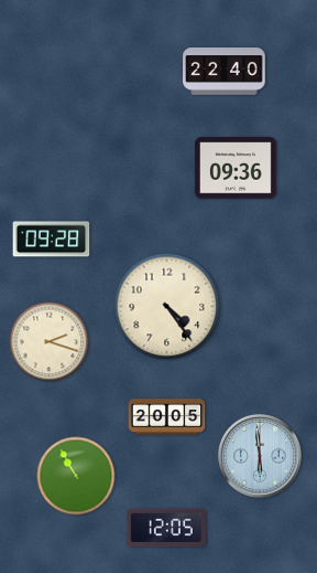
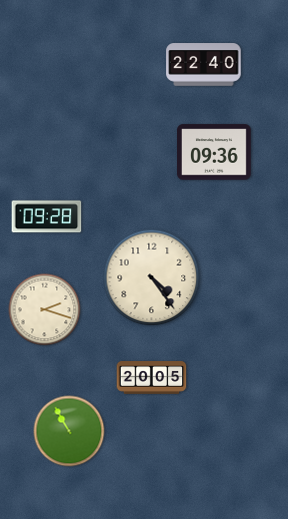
clock at (260, 456): 5:59 -> none
clock at (166, 528): 12:05 -> none
